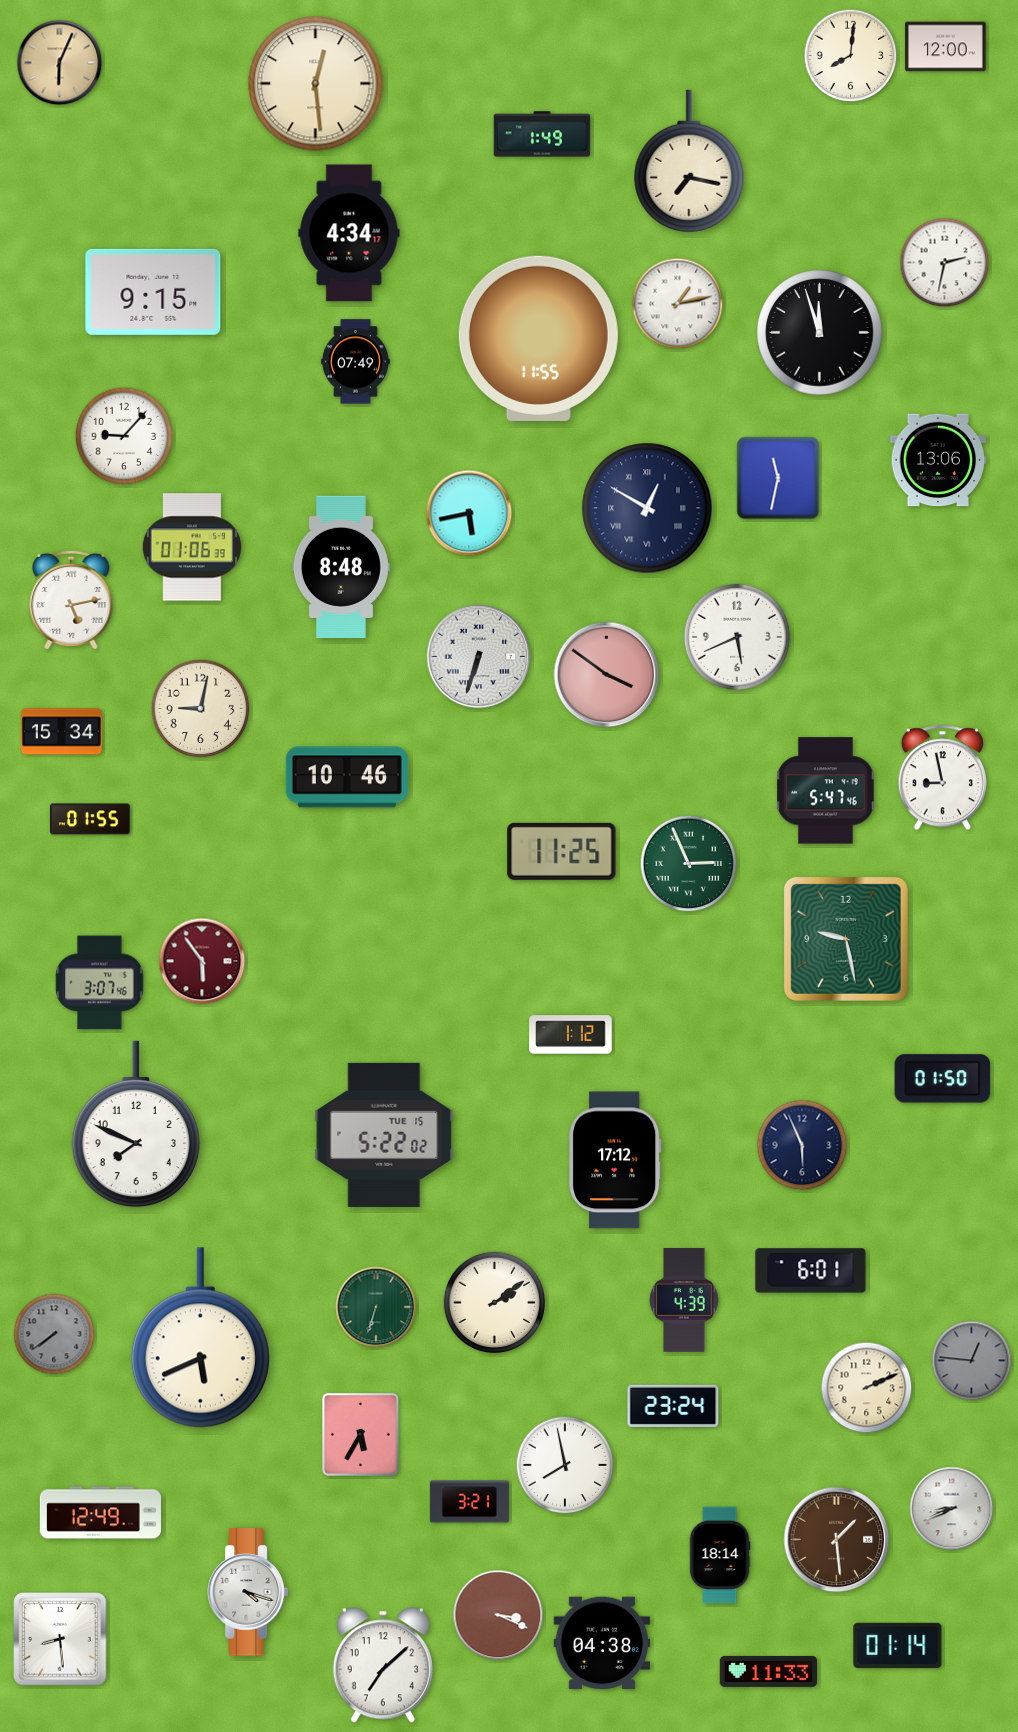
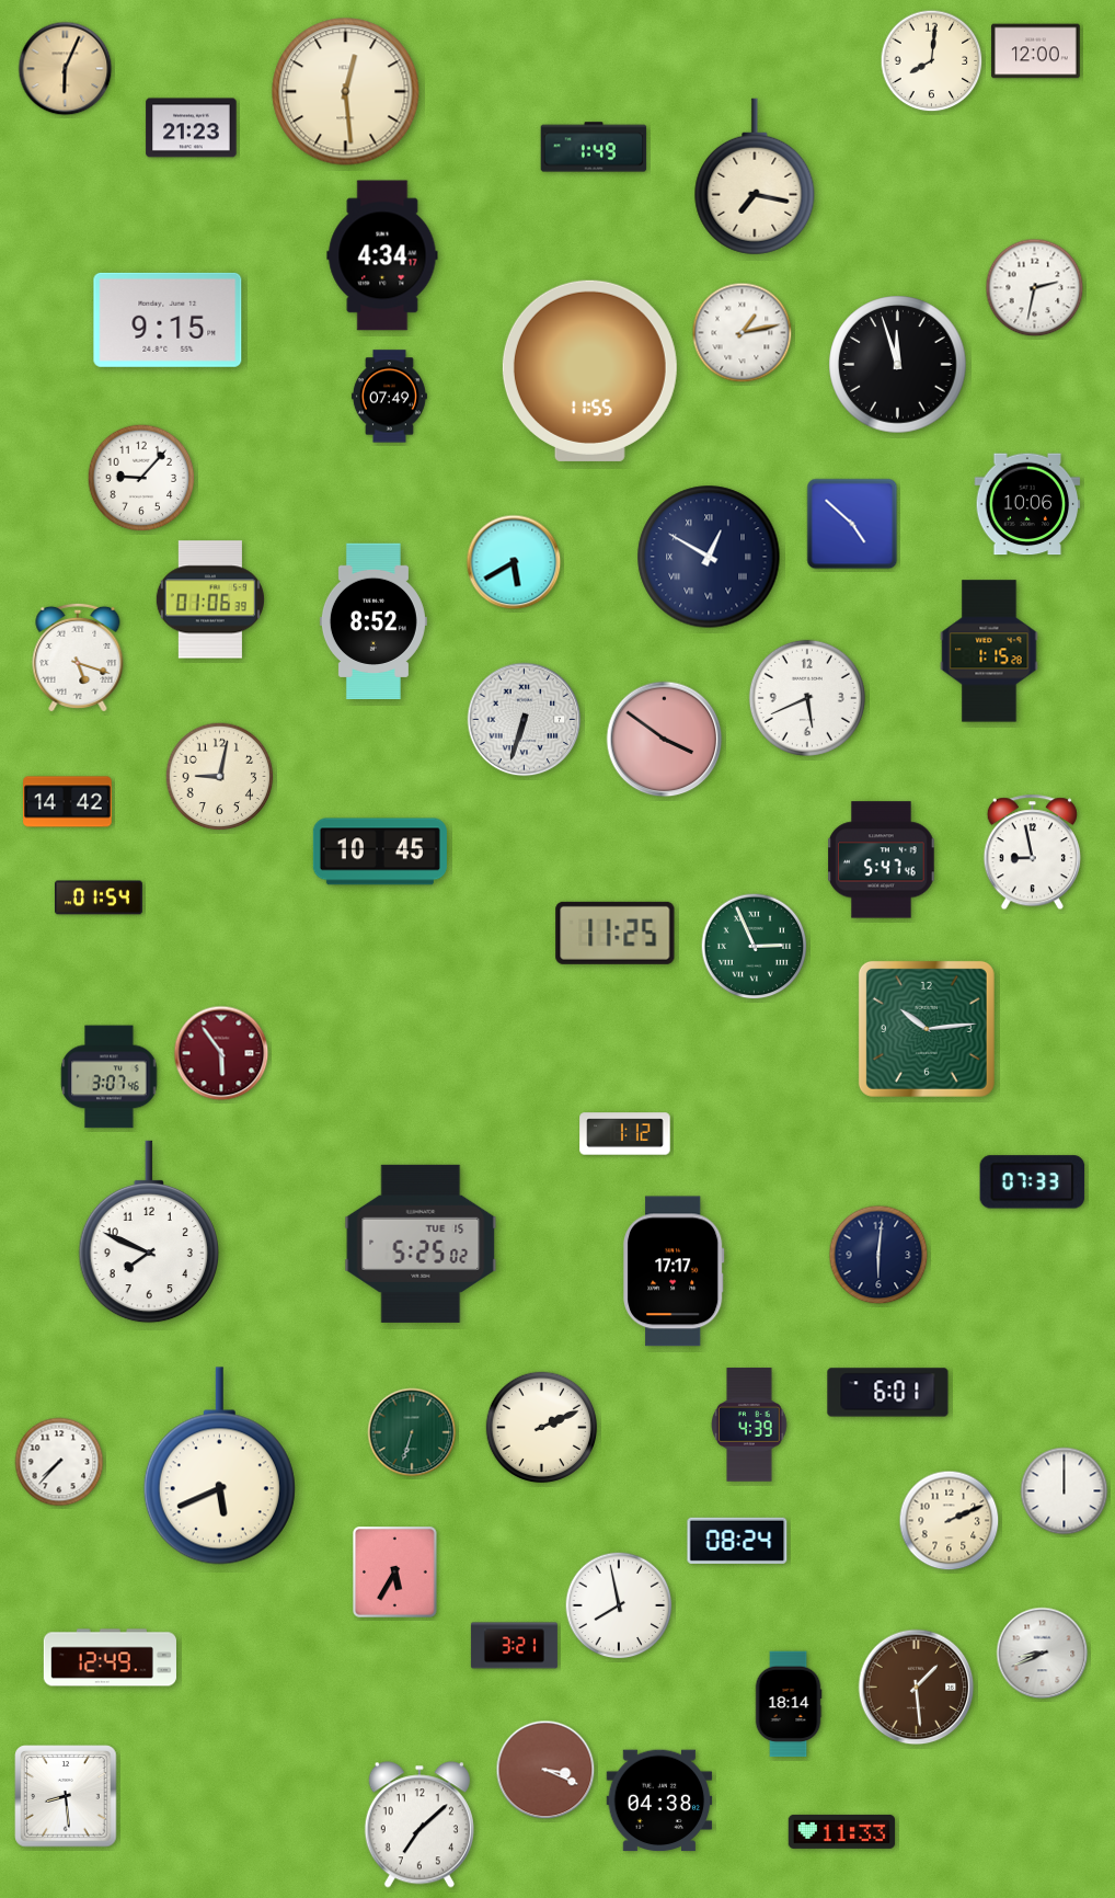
clock at (192, 128): none -> 21:23
clock at (124, 436) position: (124, 436) -> (141, 478)
clock at (938, 460): 13:06 -> 10:06
clock at (778, 478): 11:32 -> 4:52
clock at (469, 513): 5:43 -> 5:40
clock at (341, 567): 8:48 -> 8:52
clock at (989, 651): none -> 1:15
clock at (71, 600): 5:13 -> 5:18
clock at (62, 732): 15:34 -> 14:42
clock at (347, 777): 10:46 -> 10:45
clock at (826, 791) position: (826, 791) -> (882, 860)
clock at (91, 819): 01:55 -> 01:54
clock at (846, 939): 9:28 -> 10:14
clock at (943, 1079): 01:50 -> 07:33
clock at (384, 1135): 5:22 -> 5:25
clock at (802, 1145): 5:56 -> 6:01
clock at (615, 1160): 17:12 -> 17:17
clock at (494, 1302): 2:09 -> 2:11
clock at (54, 1334): 7:39 -> 7:37
clock at (54, 1334) dial: grey -> white
clock at (972, 1361): 12:46 -> 12:00
clock at (972, 1361) dial: grey -> white
clock at (673, 1406): 23:24 -> 08:24
clock at (247, 1592): 4:18 -> none
clock at (898, 1646): 01:14 -> none
